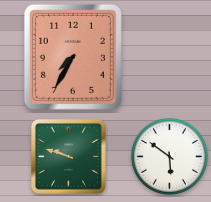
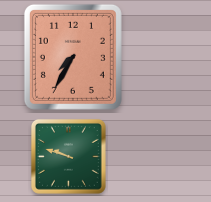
clock at (169, 156): 5:51 -> none
